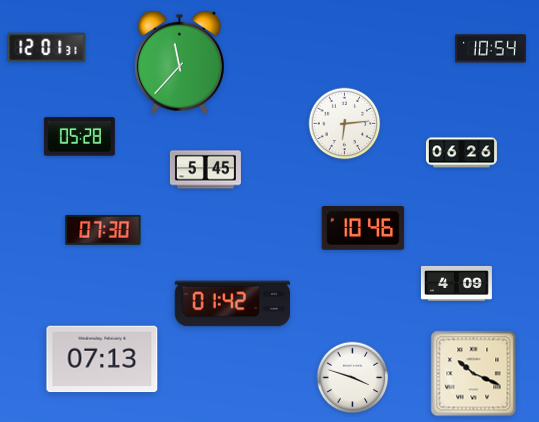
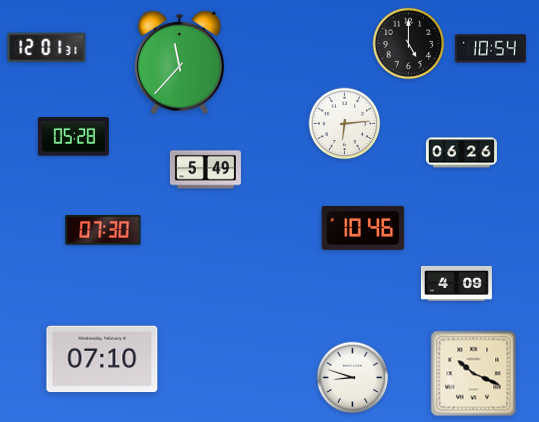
clock at (409, 44): none -> 5:00
clock at (79, 137) position: (79, 137) -> (73, 137)
clock at (205, 170): 5:45 -> 5:49
clock at (233, 304): 01:42 -> none
clock at (102, 359): 07:13 -> 07:10
clock at (353, 378): 3:48 -> 8:48
